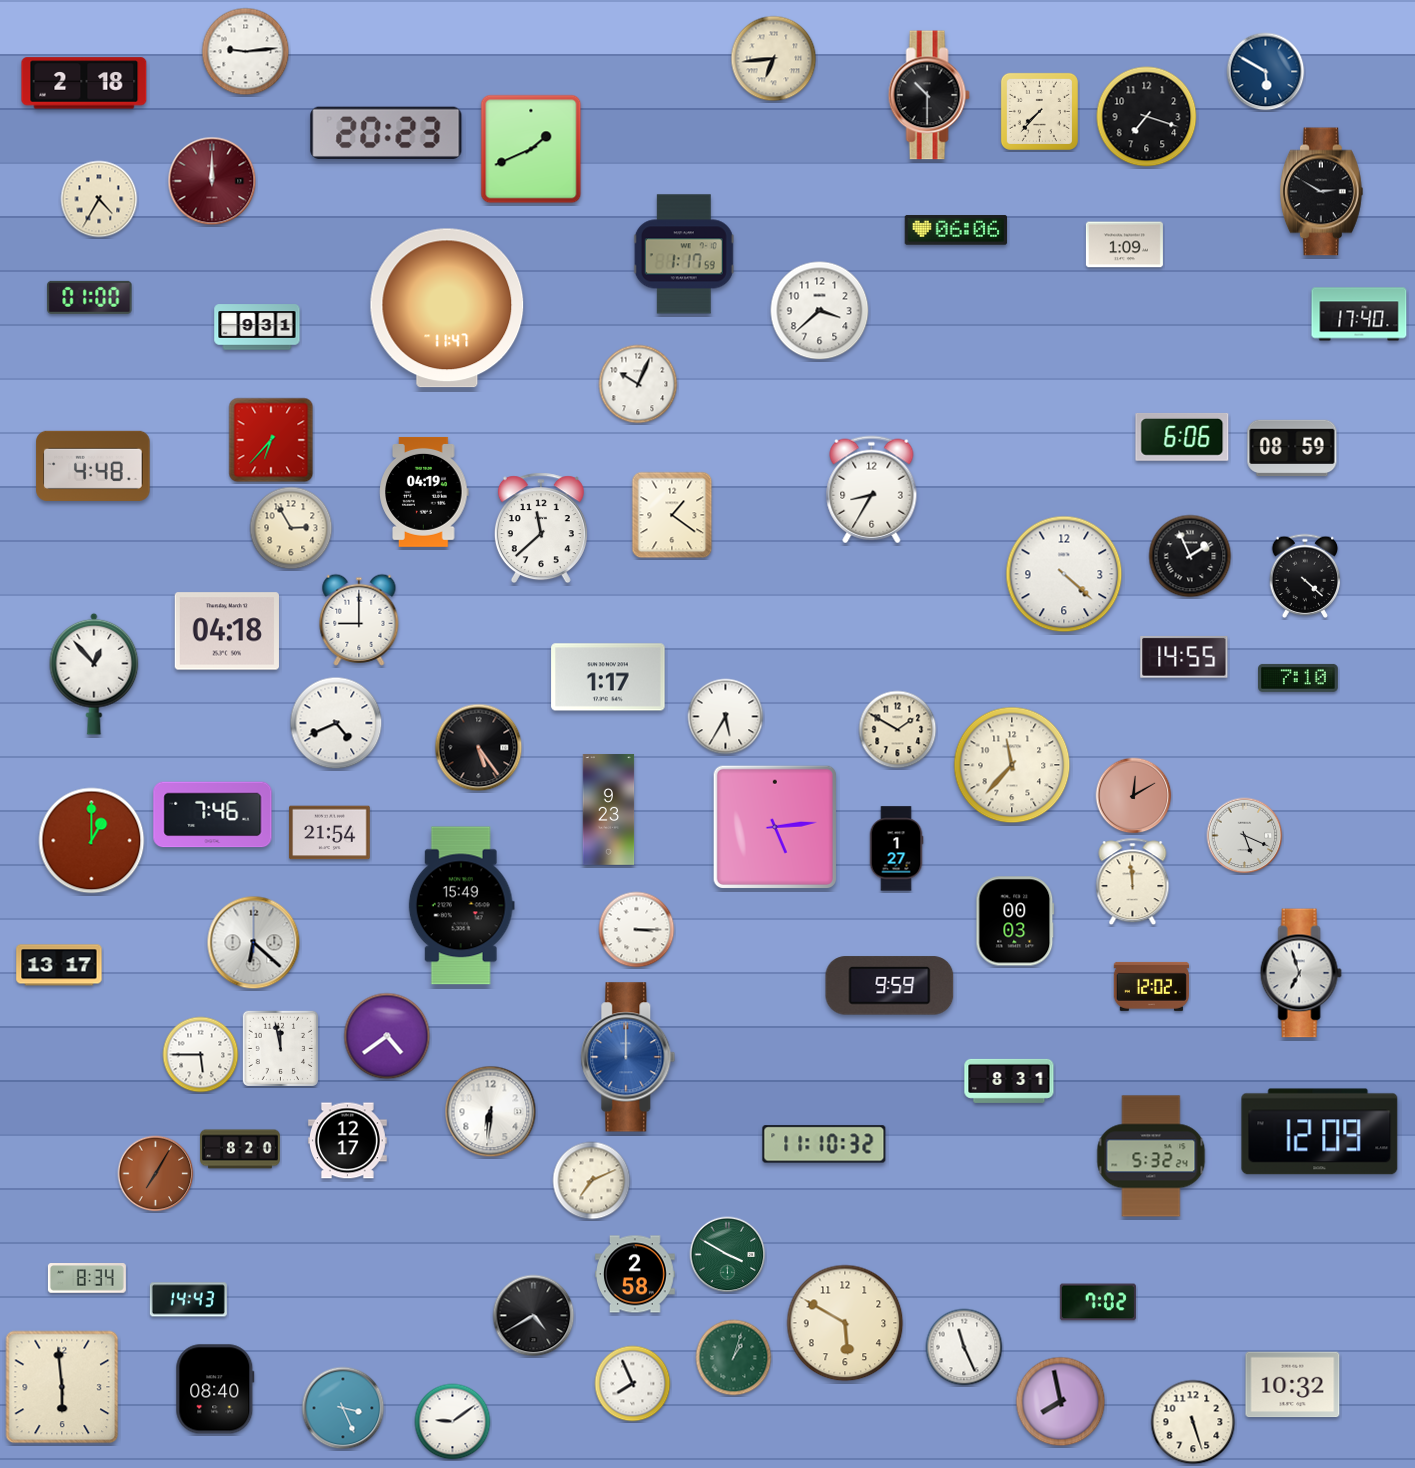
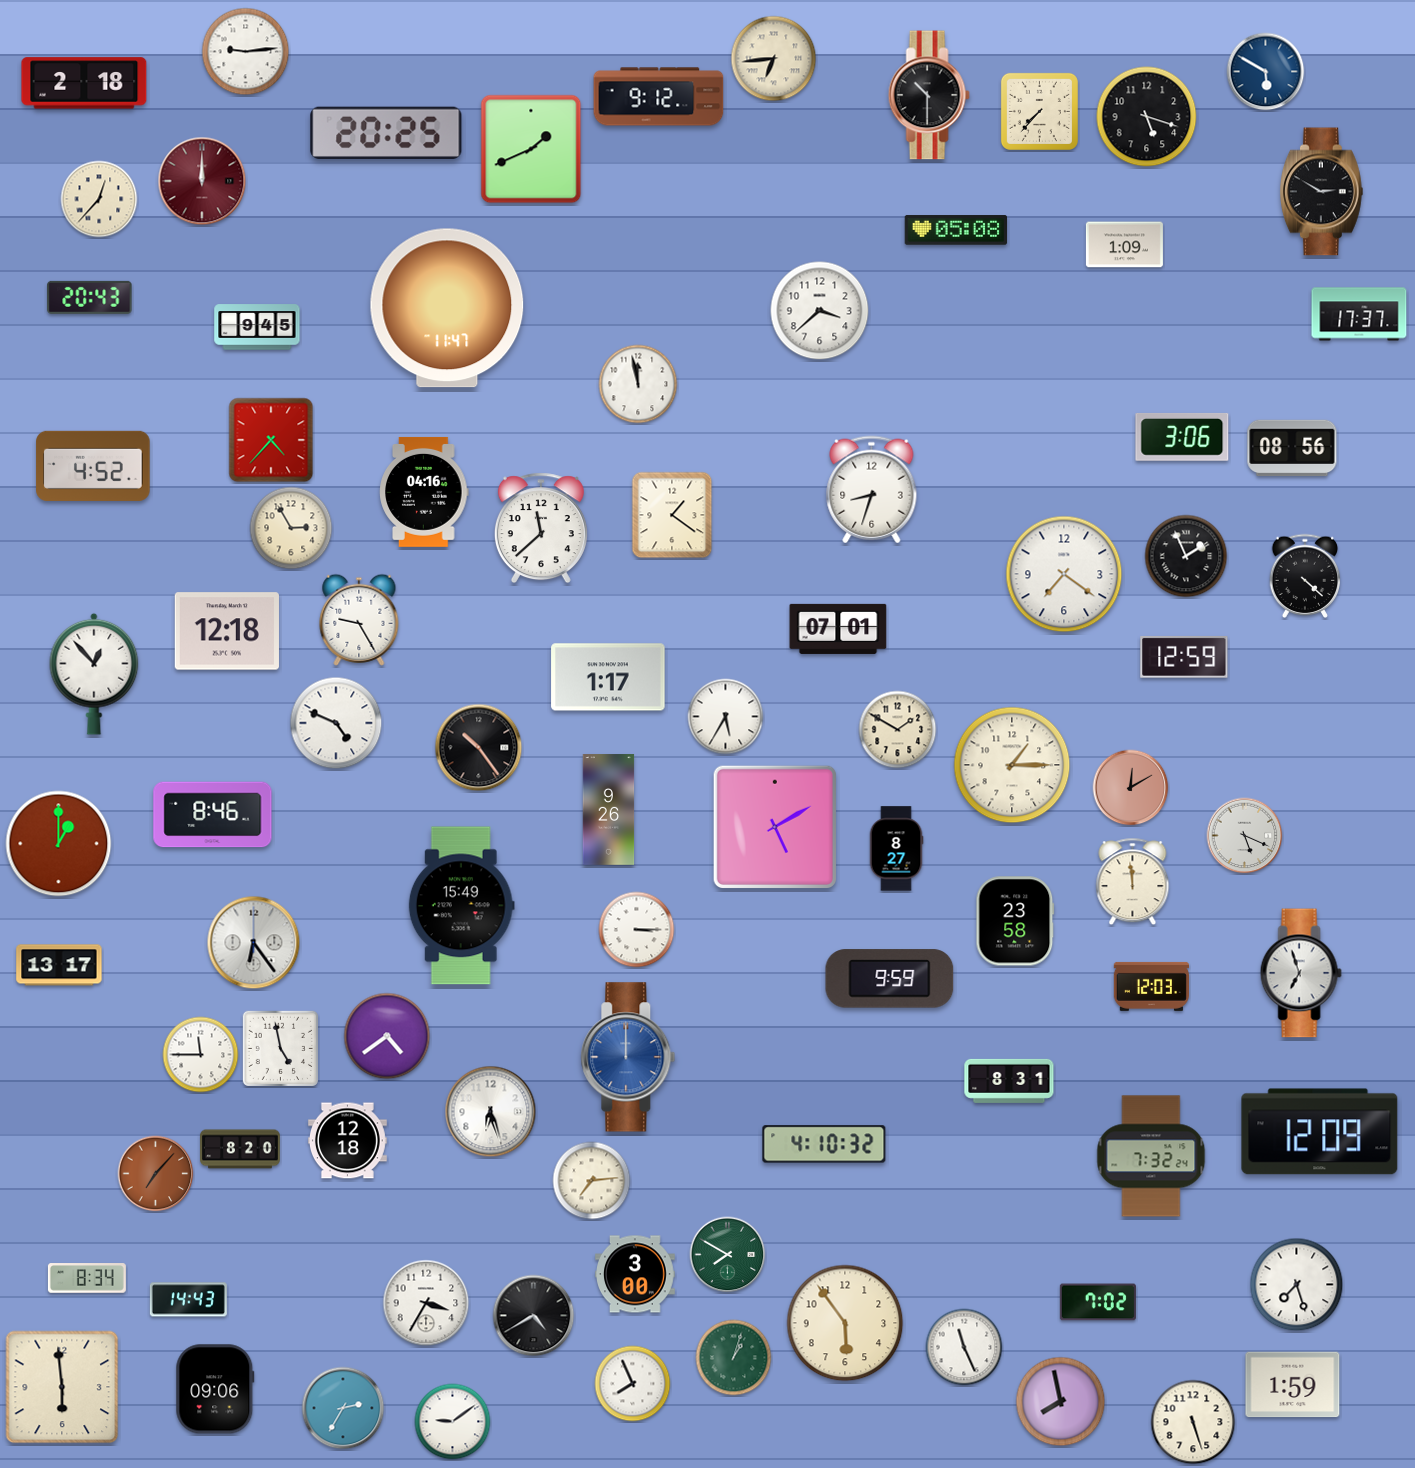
clock at (659, 97): none -> 9:12
clock at (1147, 117): 7:18 -> 5:18
clock at (386, 132): 20:23 -> 20:25
clock at (212, 181) position: (212, 181) -> (202, 181)
clock at (99, 199): 4:35 -> 12:37
clock at (956, 230): 06:06 -> 05:08
clock at (684, 254): 1:17 -> none
clock at (90, 297): 01:00 -> 20:43
clock at (1359, 314): 17:40 -> 17:37
clock at (257, 327): 9:31 -> 9:45
clock at (638, 384): 10:04 -> 11:58
clock at (1182, 437): 6:06 -> 3:06
clock at (271, 440): 6:37 -> 4:37
clock at (1292, 448): 08:59 -> 08:56
clock at (93, 466): 4:48 -> 4:52
clock at (872, 490): 8:35 -> 8:33
clock at (424, 492): 04:19 -> 04:16
clock at (1190, 556) position: (1190, 556) -> (1186, 556)
clock at (1064, 574): 4:22 -> 7:21
clock at (359, 620): 9:00 -> 9:25
clock at (838, 629): none -> 07:01
clock at (227, 631): 04:18 -> 12:18
clock at (1184, 657): 14:55 -> 12:59
clock at (1299, 678): 7:10 -> none
clock at (336, 723): 4:41 -> 4:49
clock at (479, 748): 5:24 -> 10:24
clock at (1012, 765): 11:37 -> 1:15
clock at (1134, 796) position: (1134, 796) -> (1131, 788)
clock at (609, 810): 9:23 -> 9:26
clock at (213, 815): 7:46 -> 8:46
clock at (775, 827): 5:14 -> 5:10
clock at (330, 833): 21:54 -> none
clock at (92, 841) position: (92, 841) -> (59, 844)
clock at (896, 849): 1:27 -> 8:27
clock at (1015, 921): 00:03 -> 23:58
clock at (254, 943): 6:22 -> 6:24
clock at (890, 986) position: (890, 986) -> (890, 979)
clock at (1151, 986): 12:02 -> 12:03
clock at (280, 1048): 11:58 -> 4:58
clock at (201, 1055): 5:45 -> 11:45
clock at (491, 1112): 6:31 -> 6:27
clock at (347, 1141): 12:17 -> 12:18
clock at (824, 1144): 11:10 -> 4:10
clock at (1151, 1156): 5:32 -> 7:32
clock at (156, 1174): 7:05 -> 7:07
clock at (592, 1181): 7:11 -> 7:14
clock at (728, 1255): 3:50 -> 7:50
clock at (636, 1274): 2:58 -> 3:00
clock at (1297, 1285): none -> 7:27
clock at (426, 1303): none -> 3:35
clock at (845, 1323): 5:50 -> 5:54
clock at (1293, 1385): 10:32 -> 1:59
clock at (215, 1389): 08:40 -> 09:06
clock at (343, 1408): 3:26 -> 2:35
